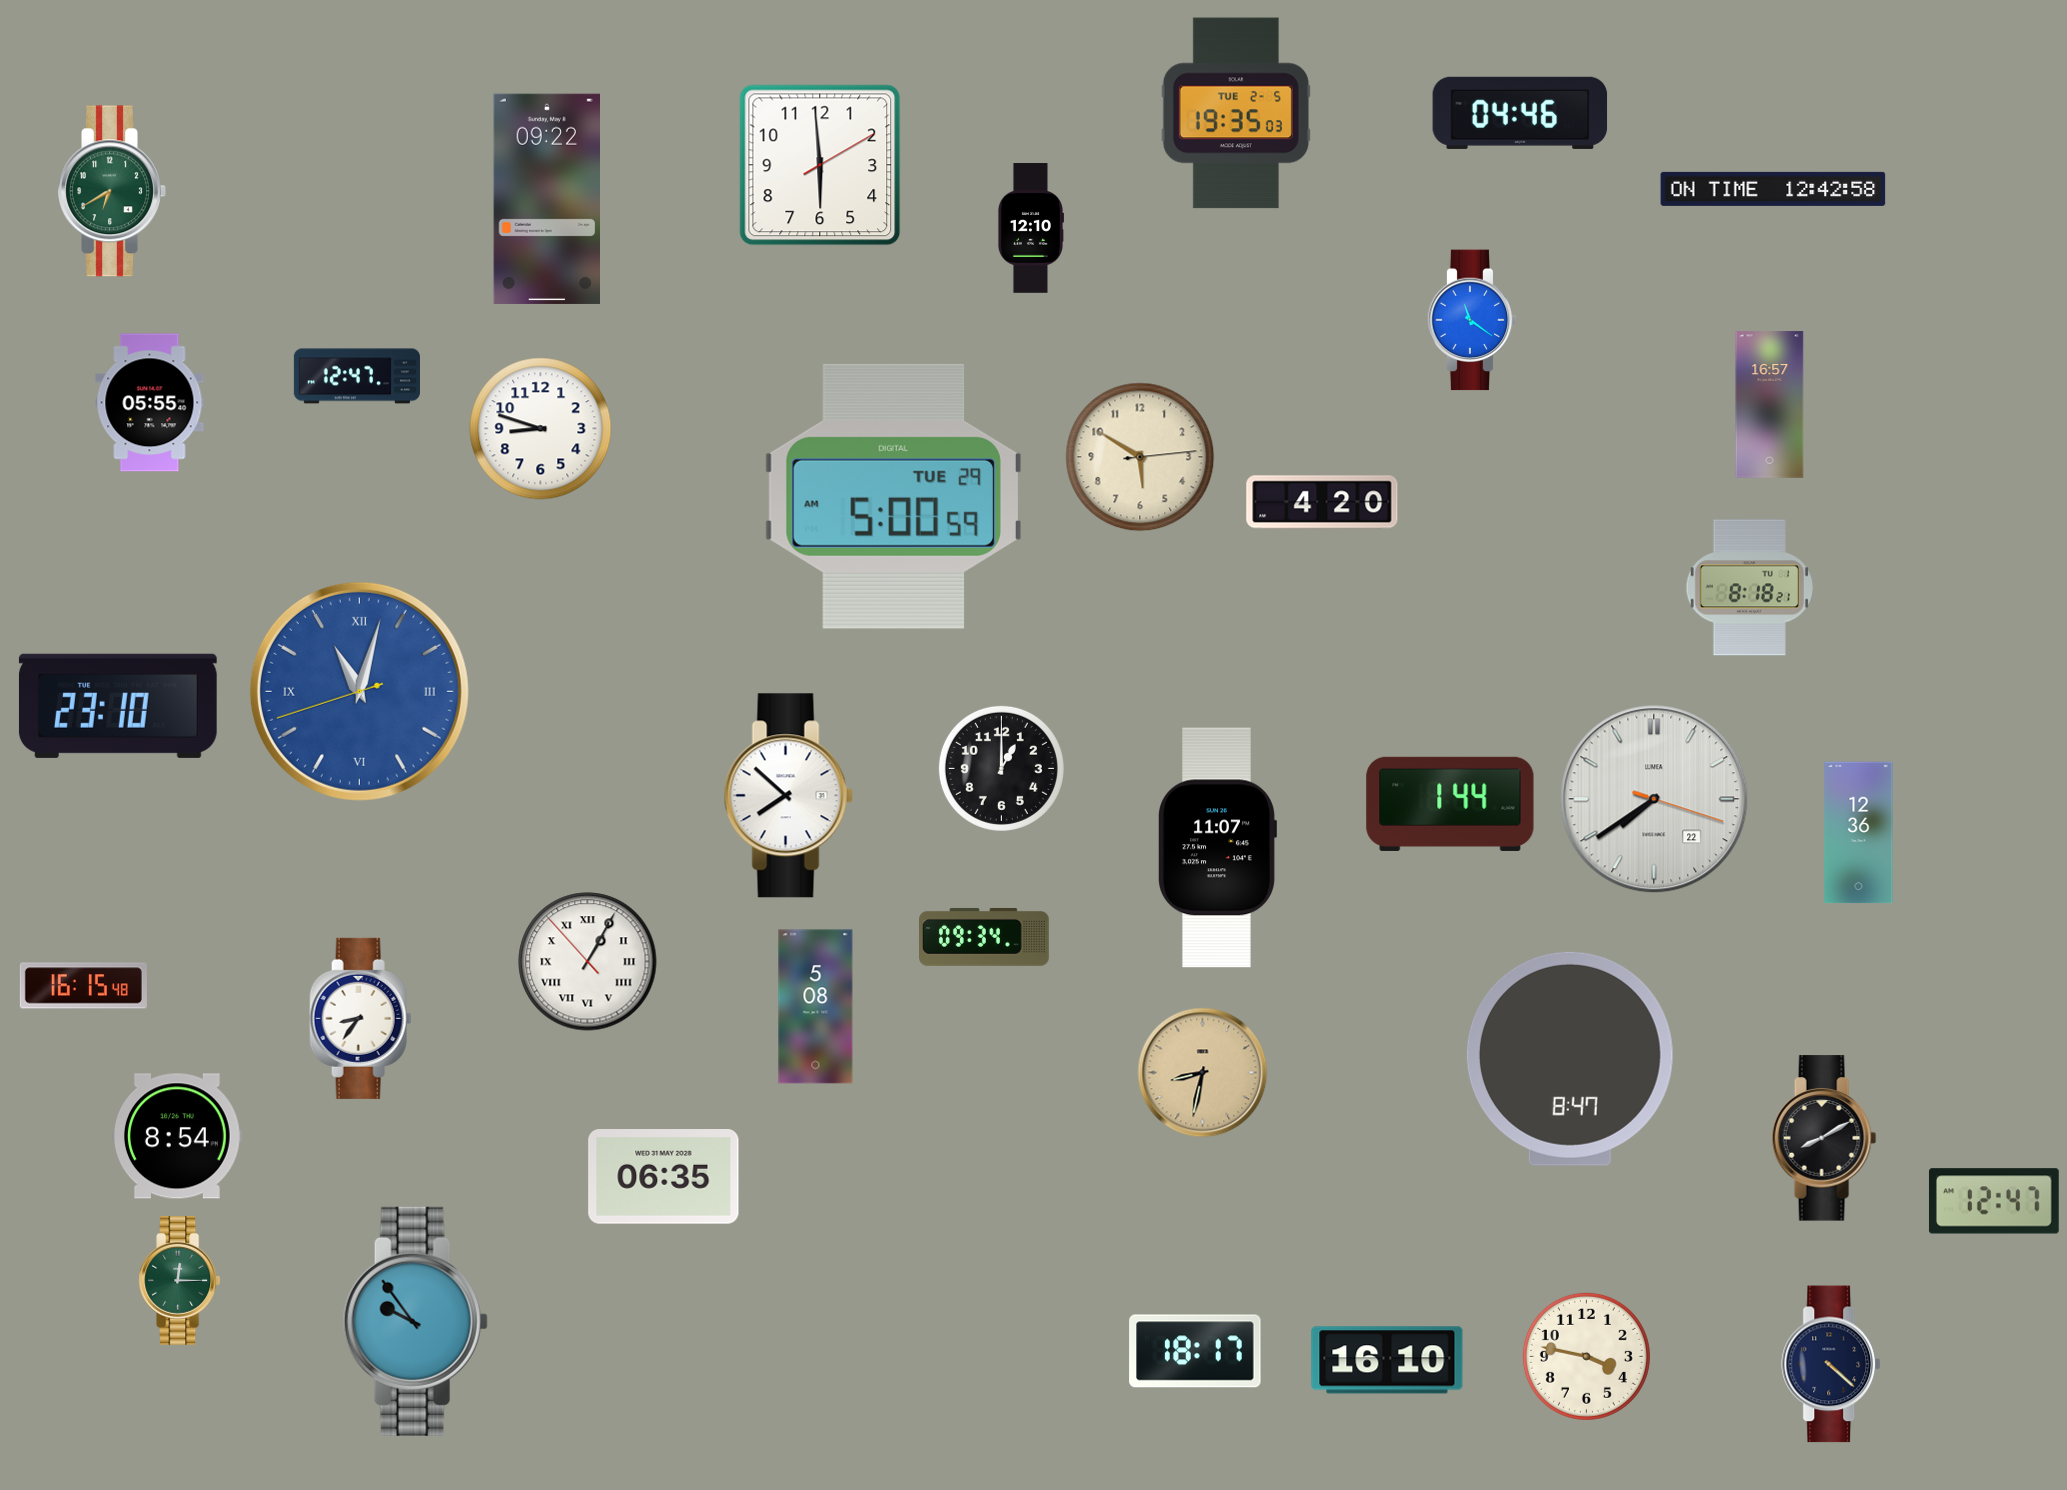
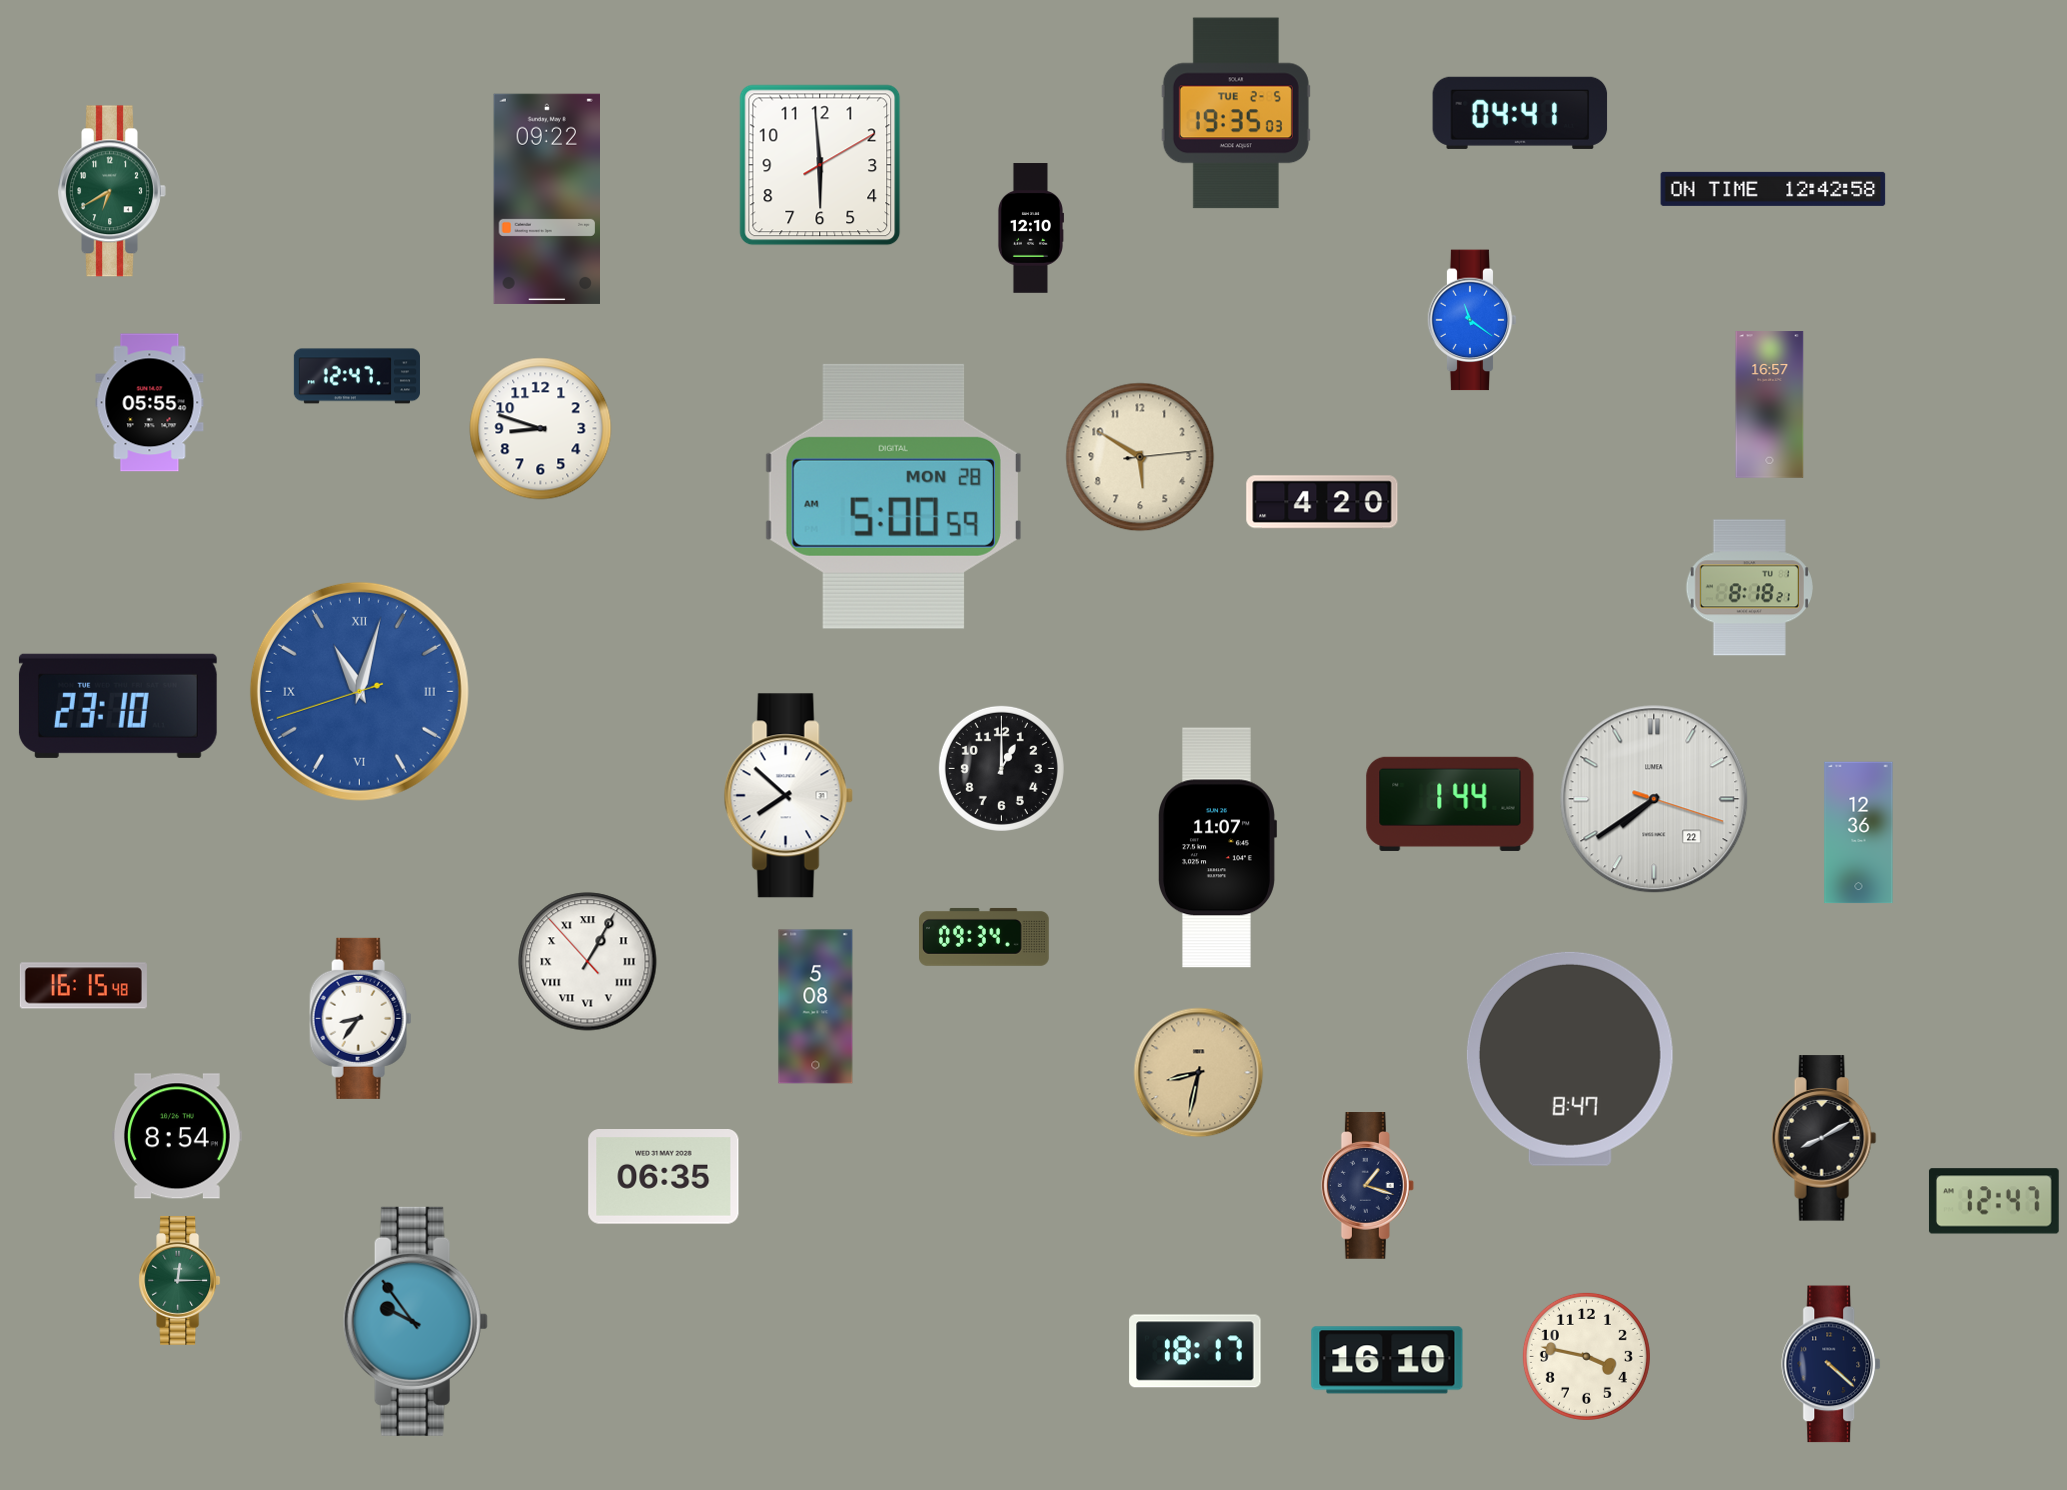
clock at (1520, 113): 04:46 -> 04:41
clock at (893, 496) date: TUE 29 -> MON 28
clock at (1203, 1073) position: (1203, 1073) -> (1199, 1073)
clock at (1367, 1186): none -> 1:18
